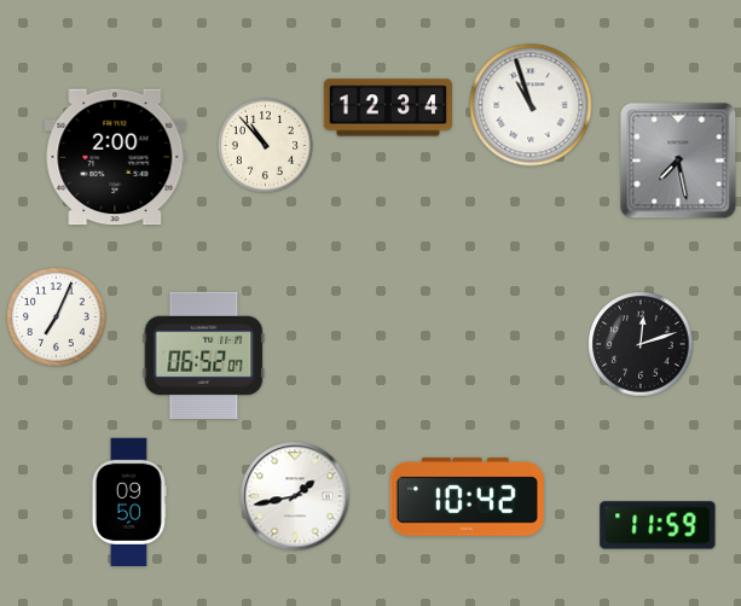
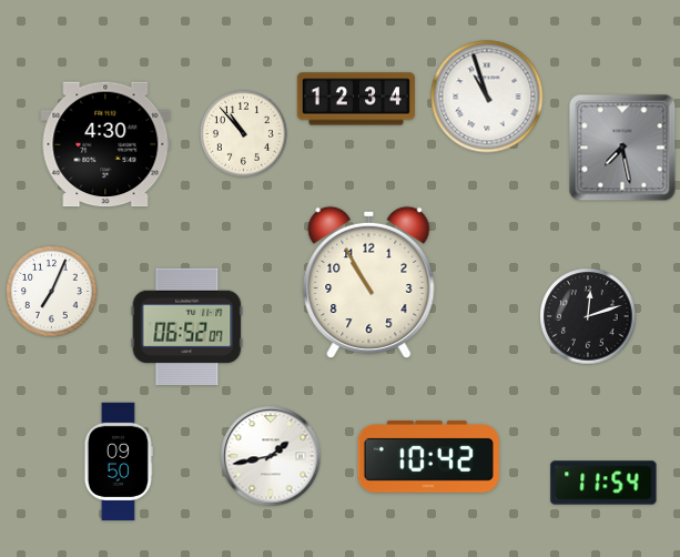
clock at (115, 157): 2:00 -> 4:30
clock at (369, 283): none -> 10:55
clock at (658, 525): 11:59 -> 11:54
